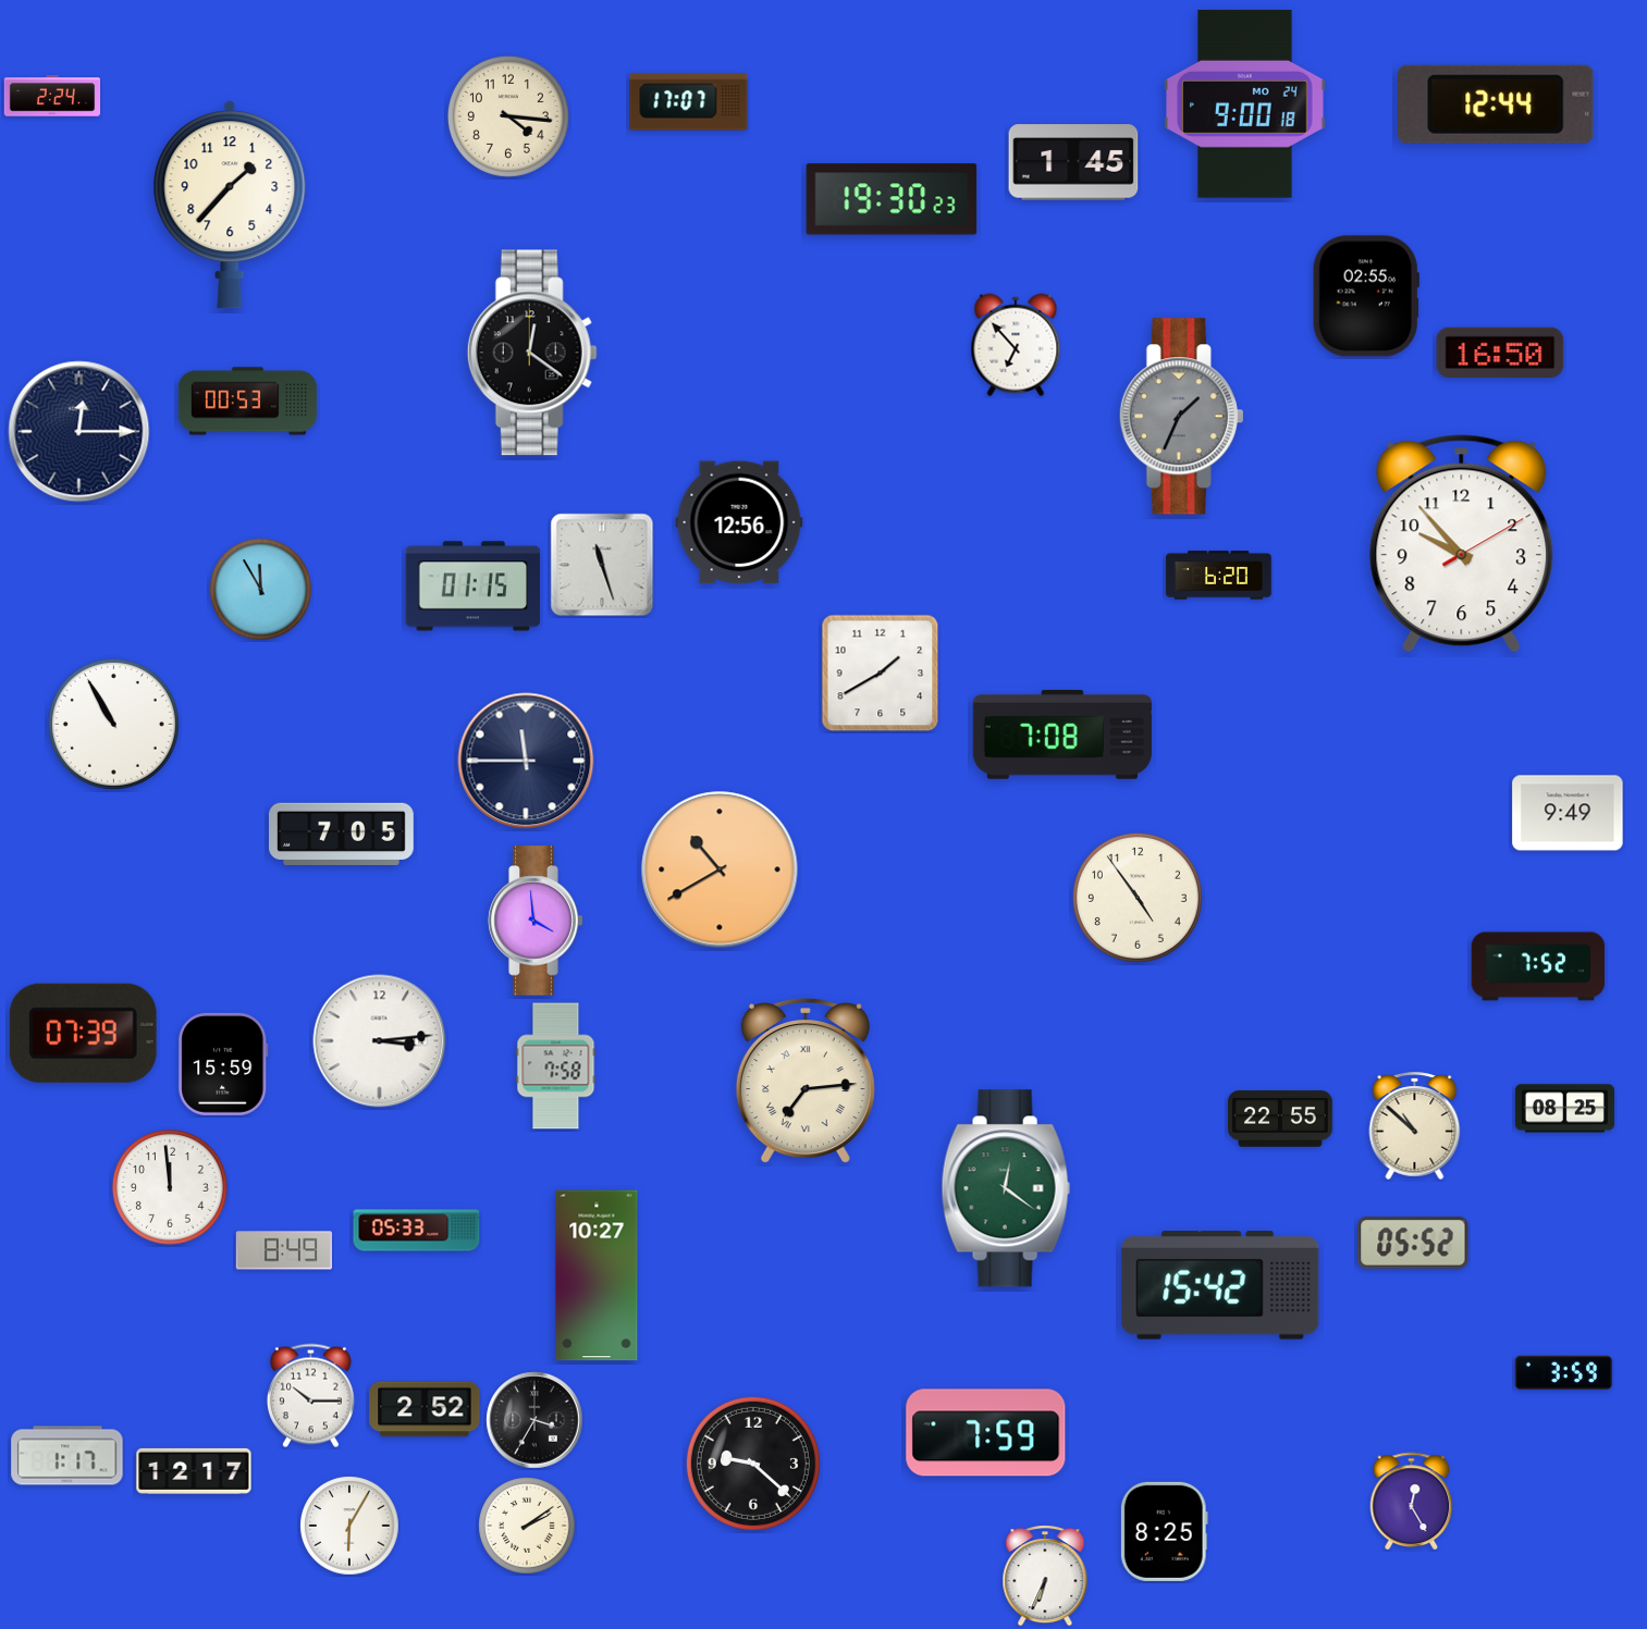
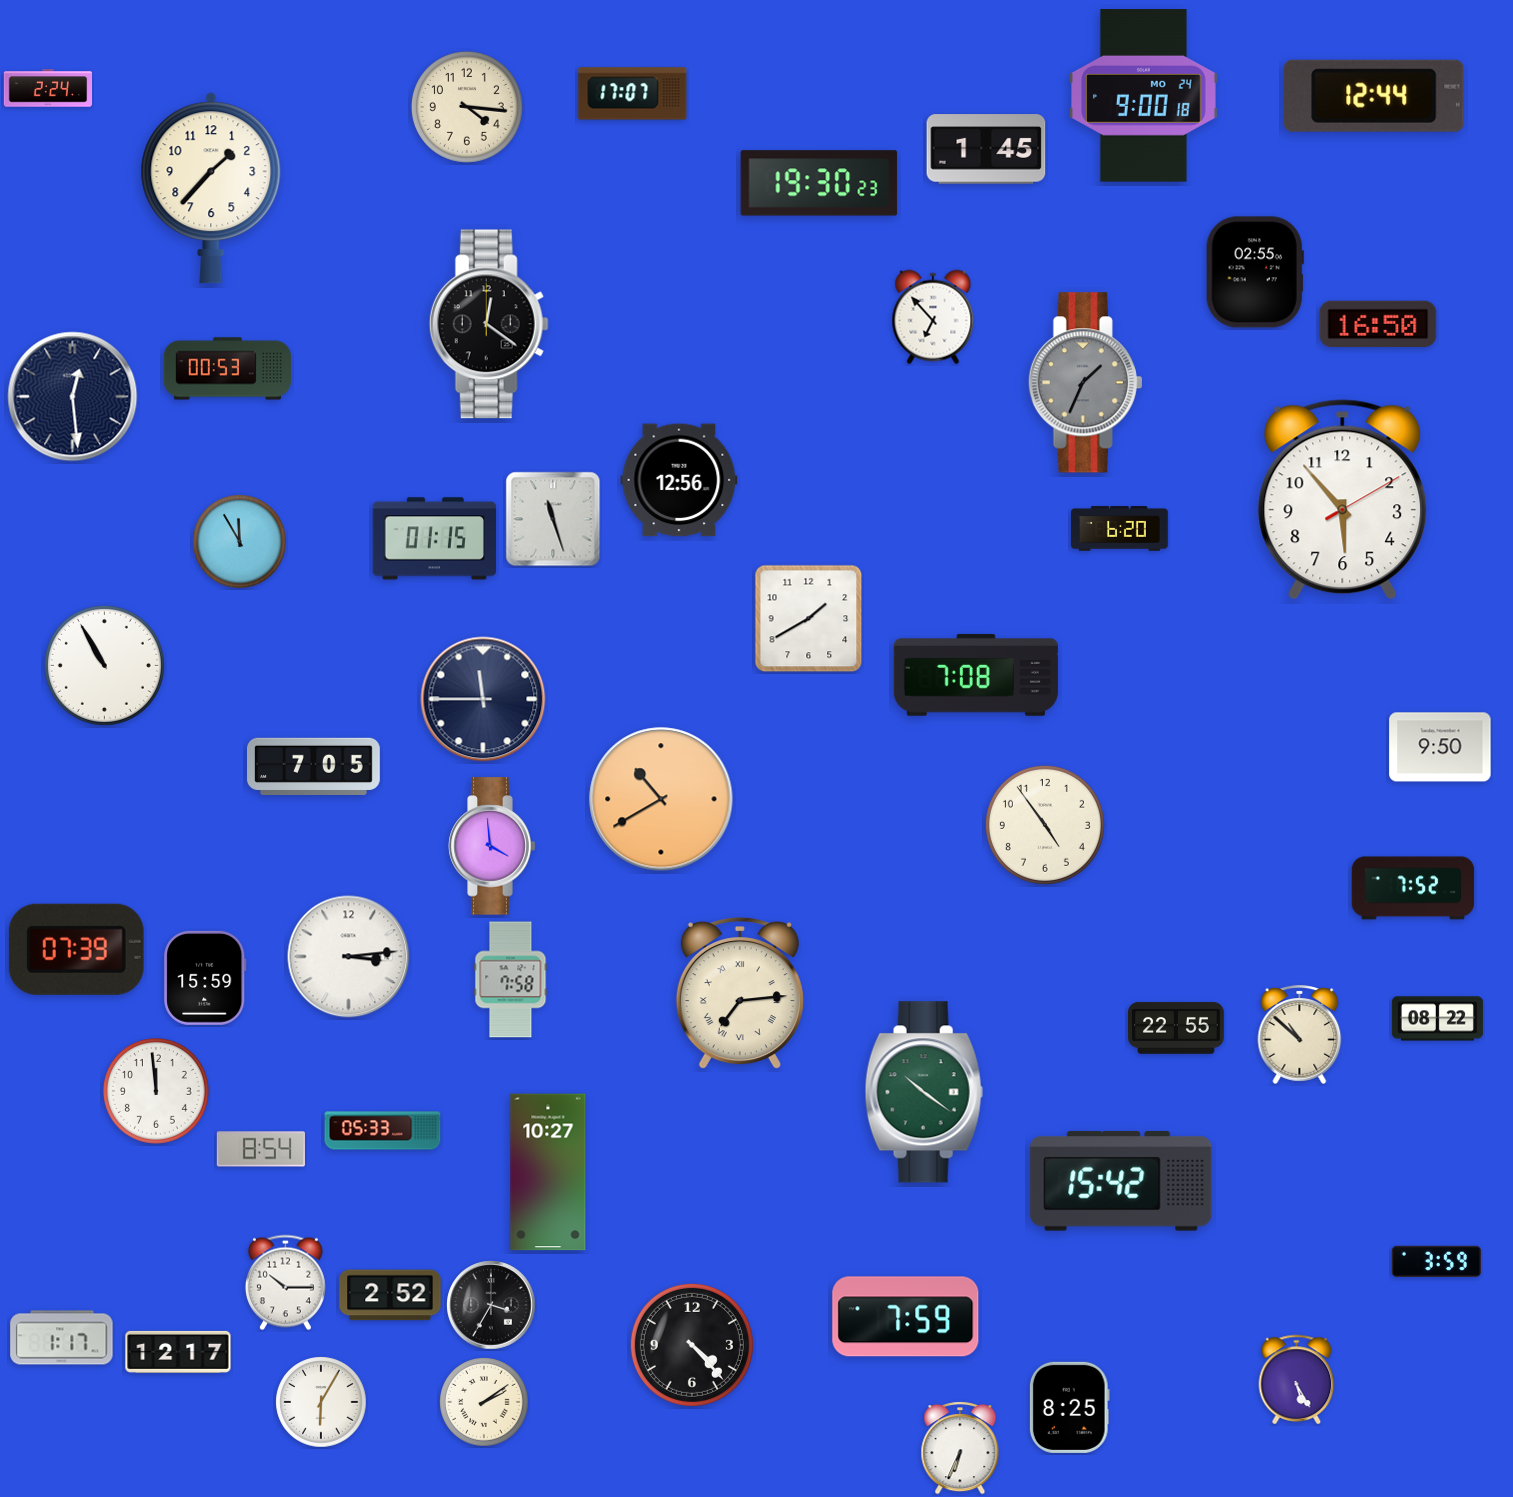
clock at (79, 432): 12:15 -> 12:29
clock at (1462, 544): 9:53 -> 5:53
clock at (1568, 813): 9:49 -> 9:50
clock at (1564, 1109): 08:25 -> 08:22
clock at (1006, 1188): 12:21 -> 10:21
clock at (1413, 1243): 05:52 -> none
clock at (283, 1250): 8:49 -> 8:54
clock at (753, 1464): 9:22 -> 4:23
clock at (1412, 1501): 12:25 -> 5:25
